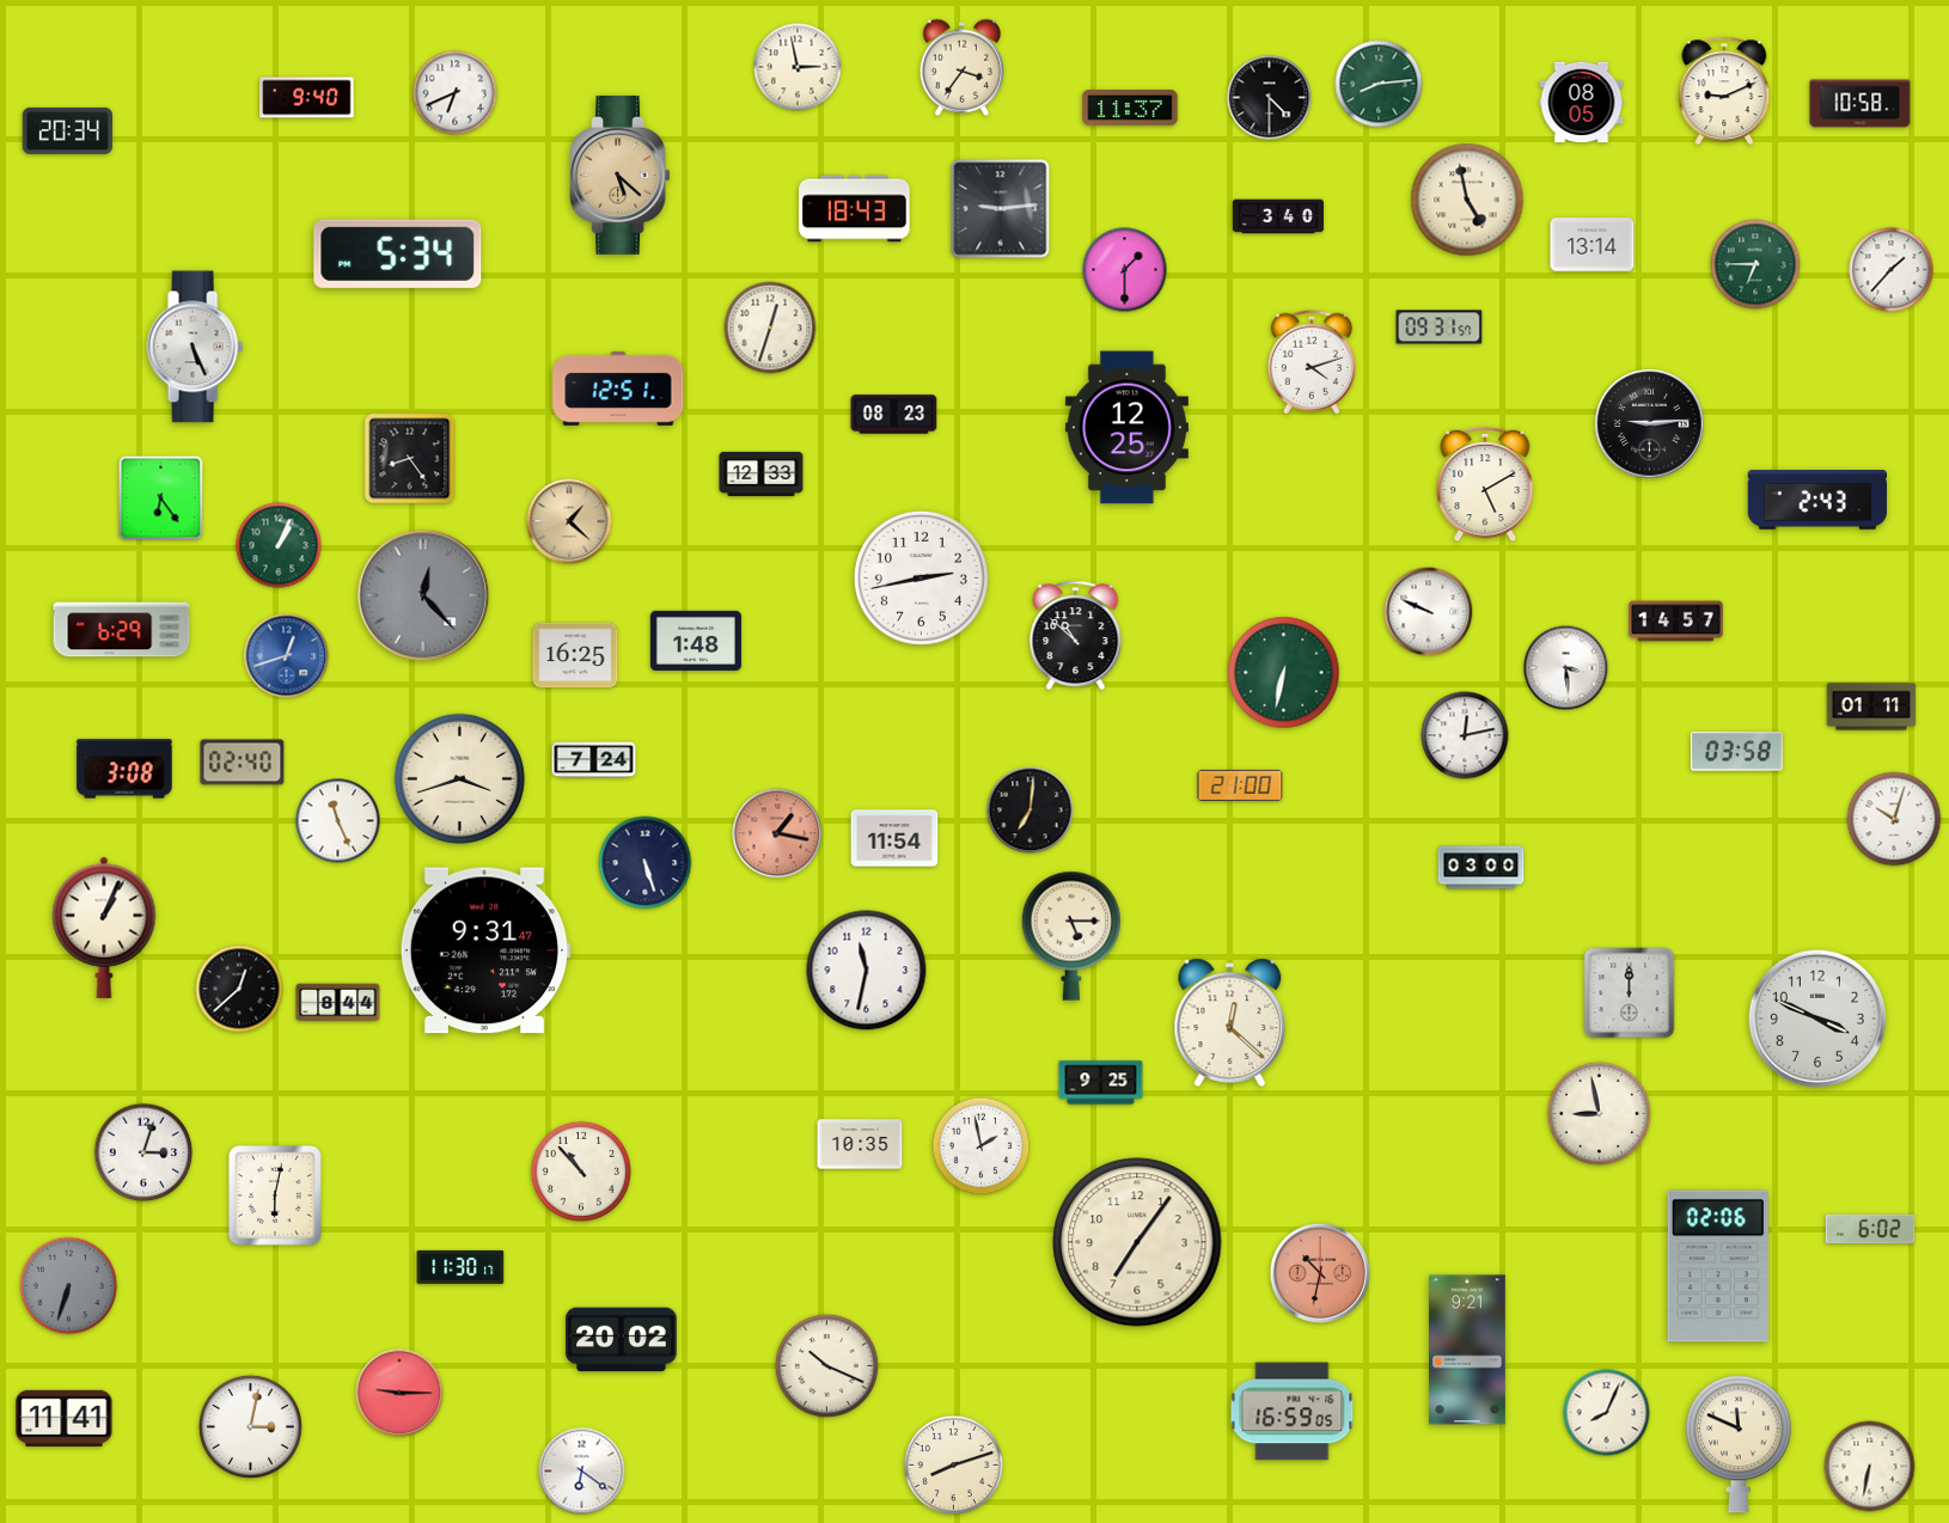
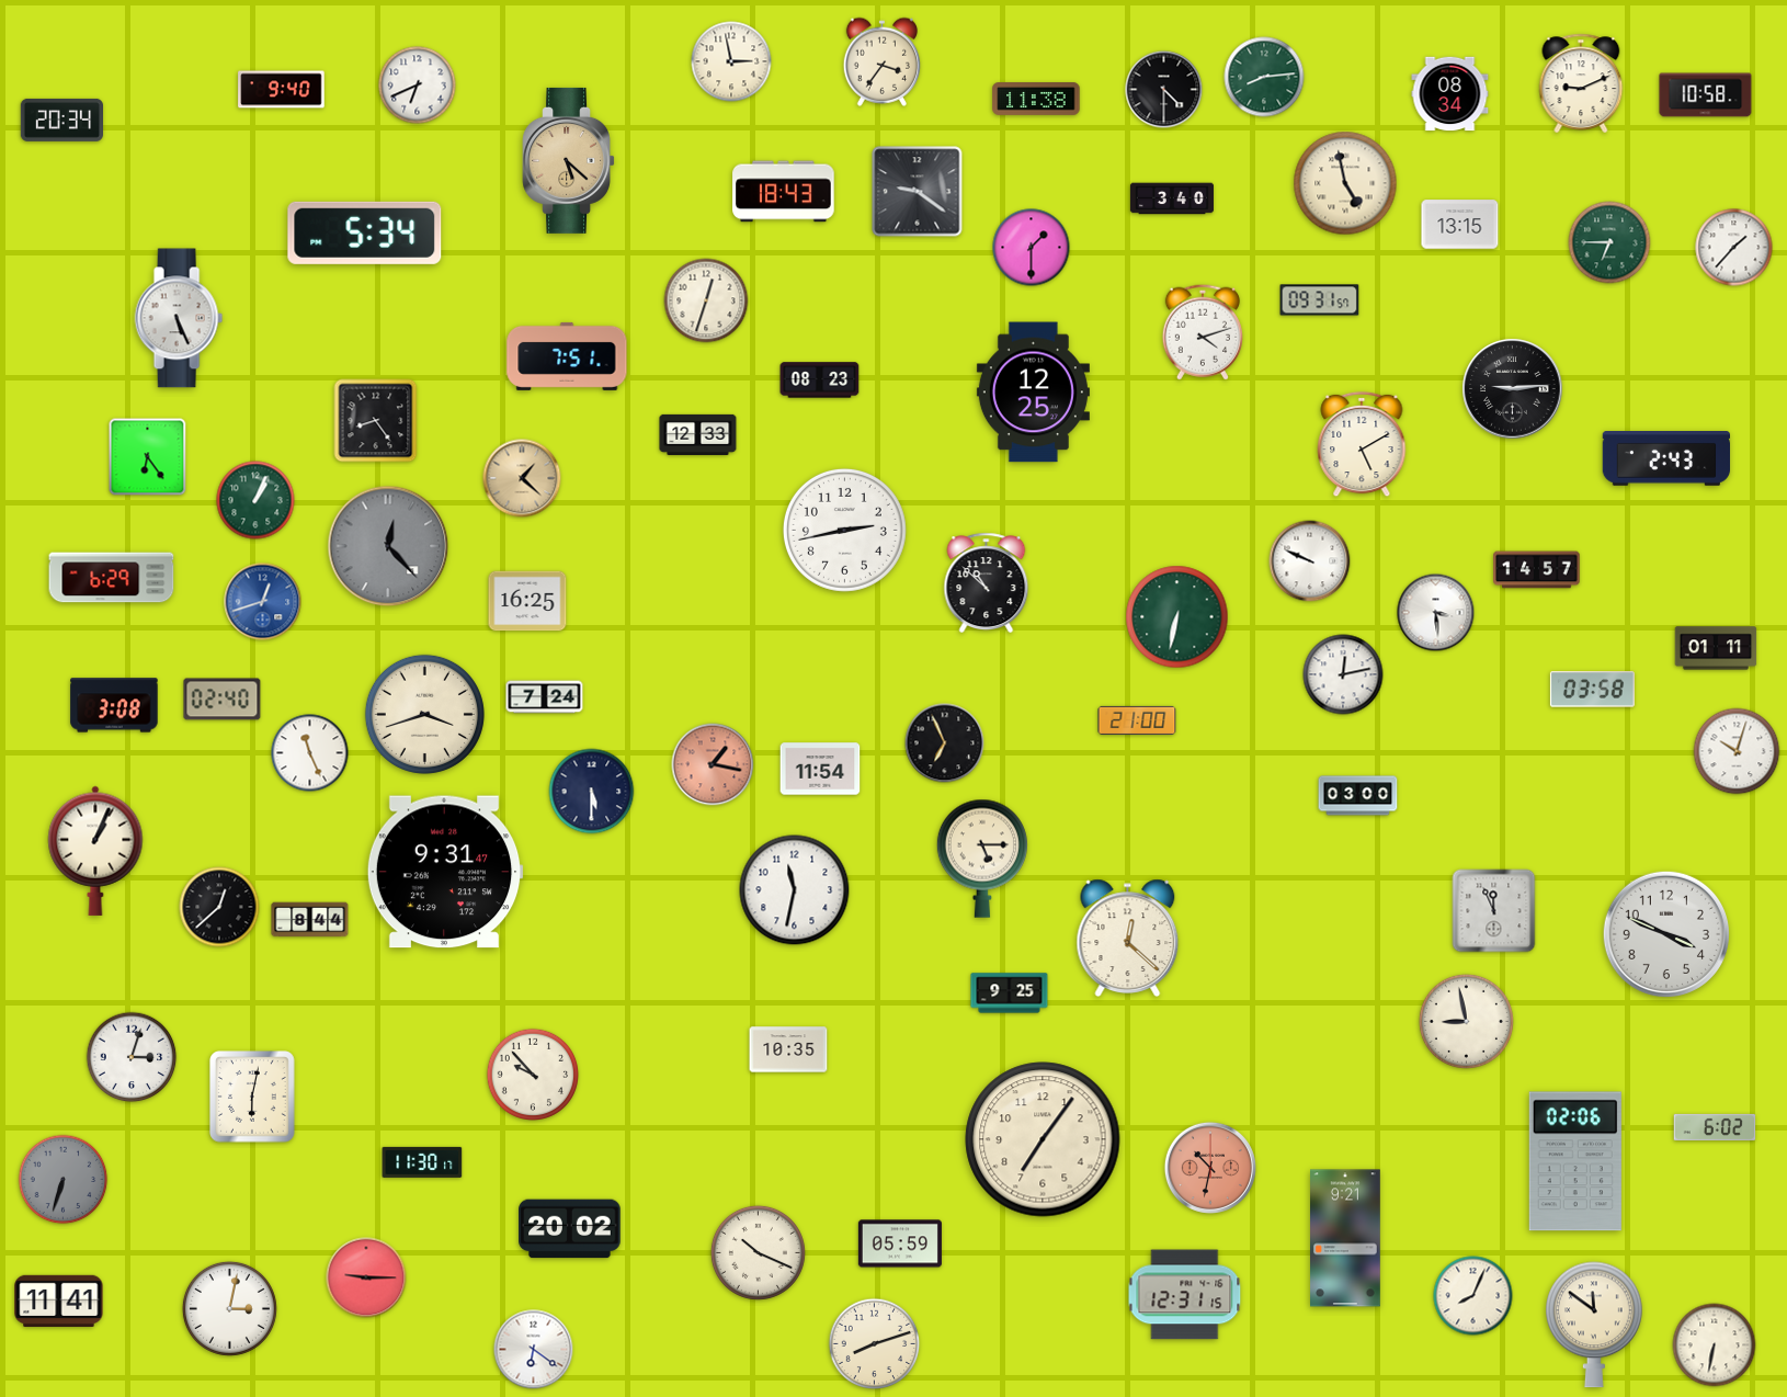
clock at (1582, 103): 08:05 -> 08:34
clock at (1130, 109): 11:37 -> 11:38
clock at (1001, 209): 9:14 -> 9:21
clock at (1593, 245): 13:14 -> 13:15
clock at (618, 389): 12:51 -> 7:51
clock at (696, 641): 1:48 -> none
clock at (459, 778) position: (459, 778) -> (424, 714)
clock at (1031, 811): 7:01 -> 6:56
clock at (646, 863): 5:27 -> 5:30
clock at (1630, 993): 12:00 -> 11:56
clock at (982, 1146): 1:58 -> none
clock at (581, 1172): 10:53 -> 9:53
clock at (900, 1243): none -> 05:59
clock at (1293, 1412): 16:59 -> 12:31
clock at (1740, 1444): 11:49 -> 11:51
